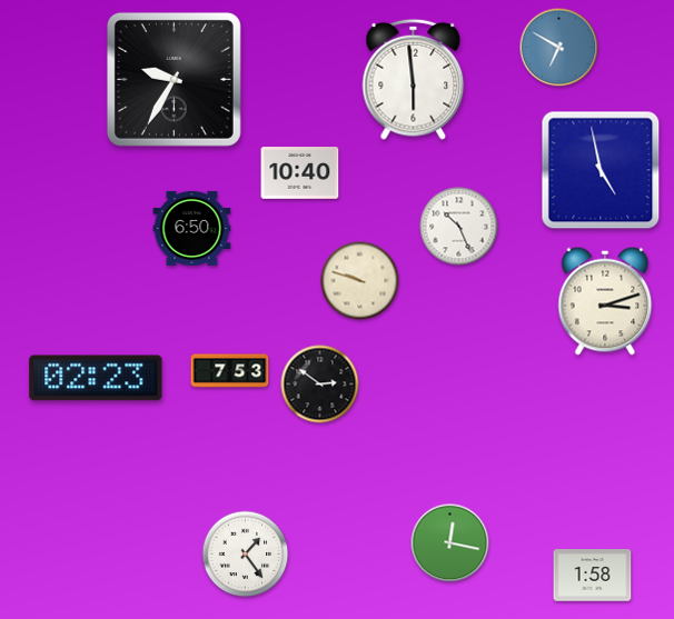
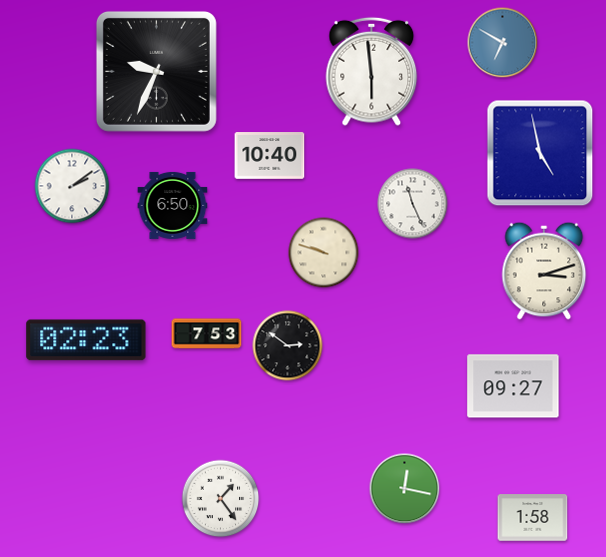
clock at (174, 79): 9:35 -> 9:34
clock at (72, 186): none -> 2:09
clock at (459, 227): 10:26 -> 11:26
clock at (513, 386): none -> 09:27
